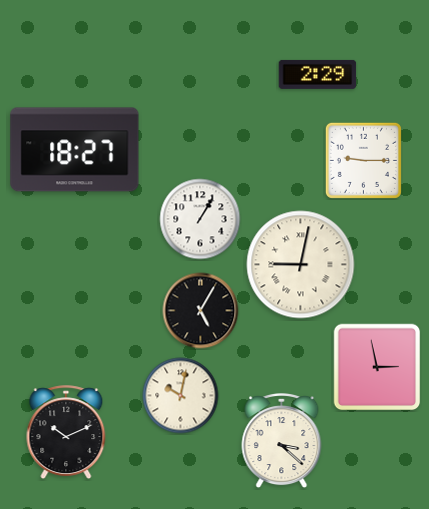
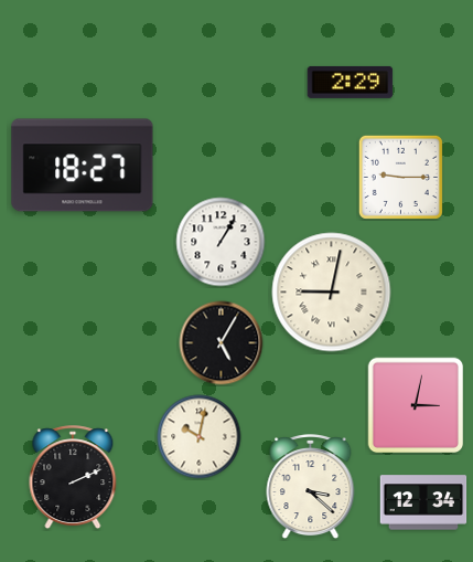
clock at (377, 367): 2:58 -> 3:02
clock at (66, 433): 10:11 -> 2:11
clock at (423, 502): none -> 12:34
